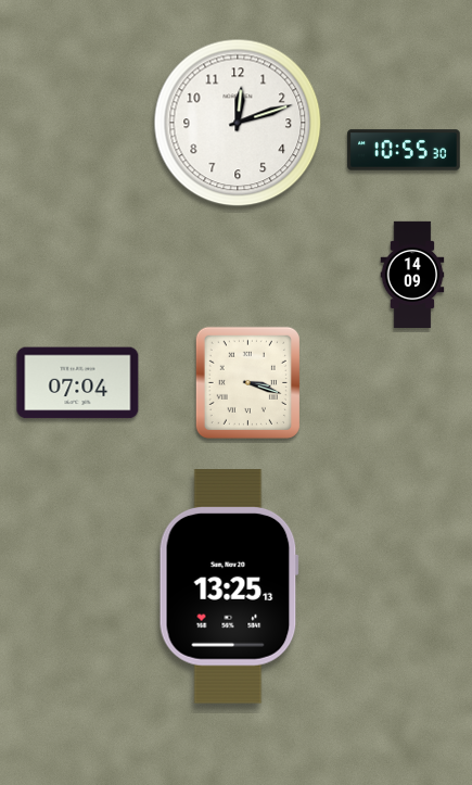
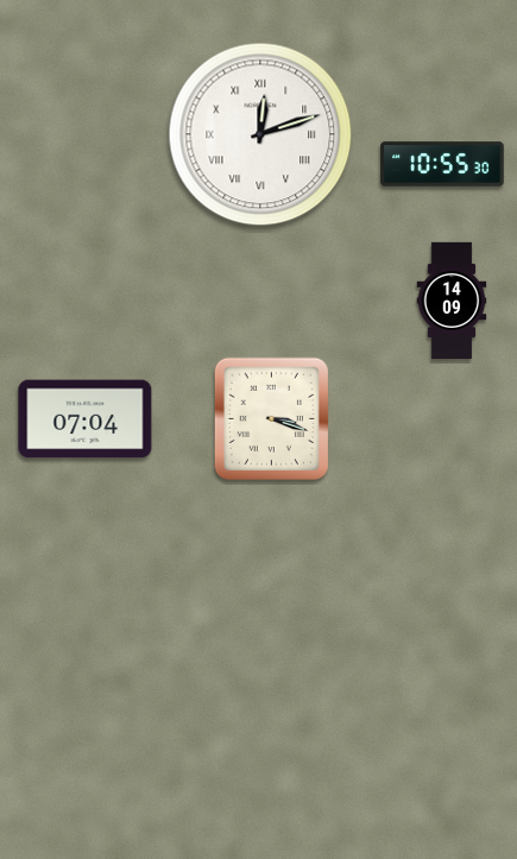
clock at (238, 123) numerals: Arabic -> Roman
clock at (229, 586): 13:25 -> none
